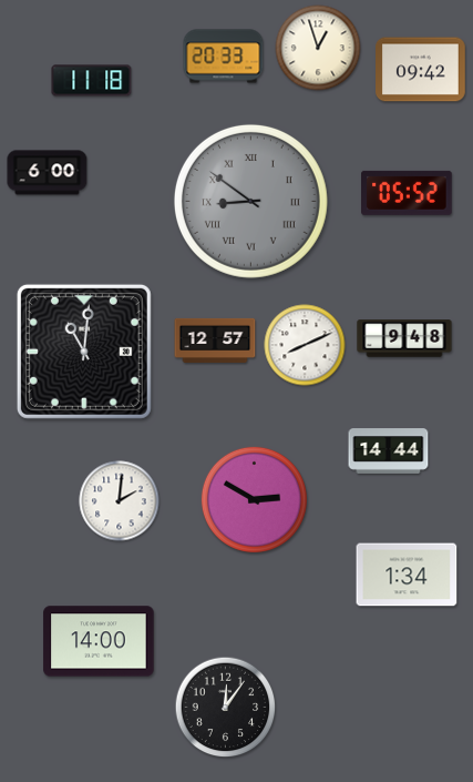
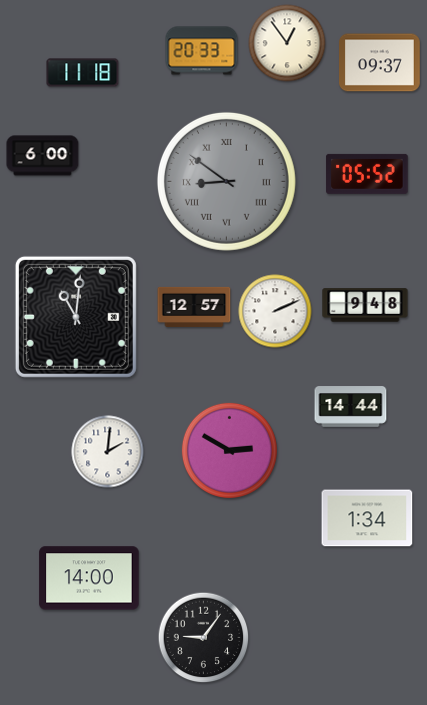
clock at (318, 48): 12:57 -> 12:54
clock at (421, 70): 09:42 -> 09:37
clock at (305, 345): 8:11 -> 2:11
clock at (226, 708): 12:06 -> 9:06
